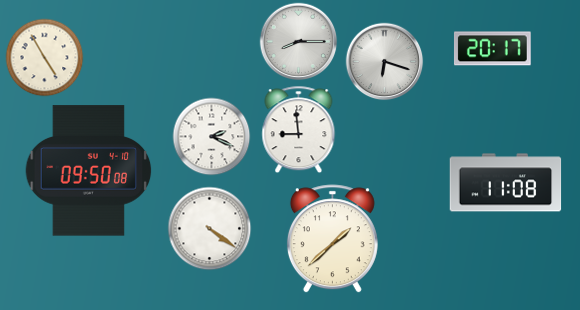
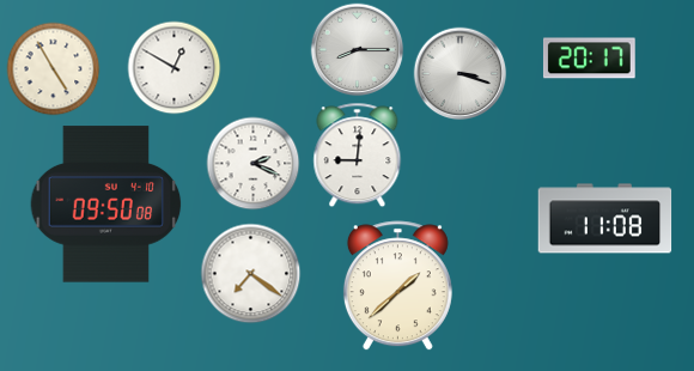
clock at (173, 67): none -> 12:50
clock at (384, 61): 6:18 -> 3:18
clock at (299, 129): 8:59 -> 9:01
clock at (209, 228): 4:21 -> 7:21
